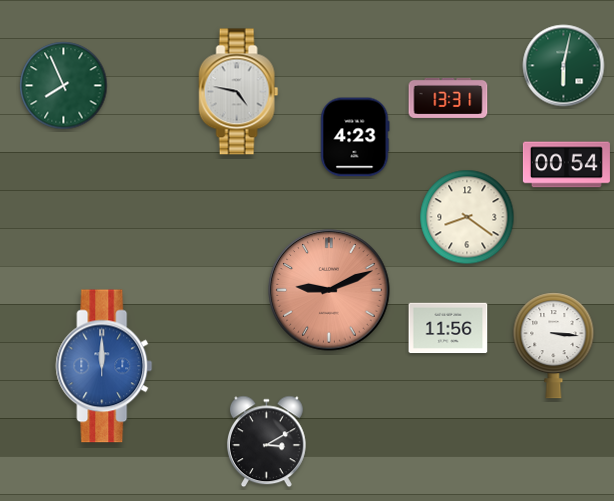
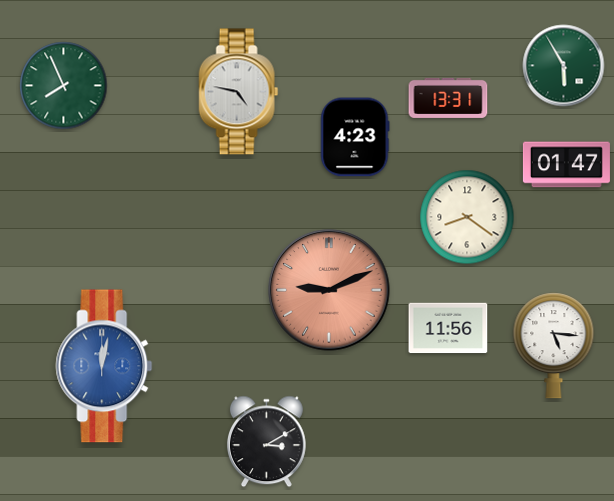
clock at (564, 66): 6:02 -> 5:55
clock at (566, 165): 00:54 -> 01:47
clock at (554, 346): 3:16 -> 5:16
clock at (104, 366): 12:00 -> 12:02
